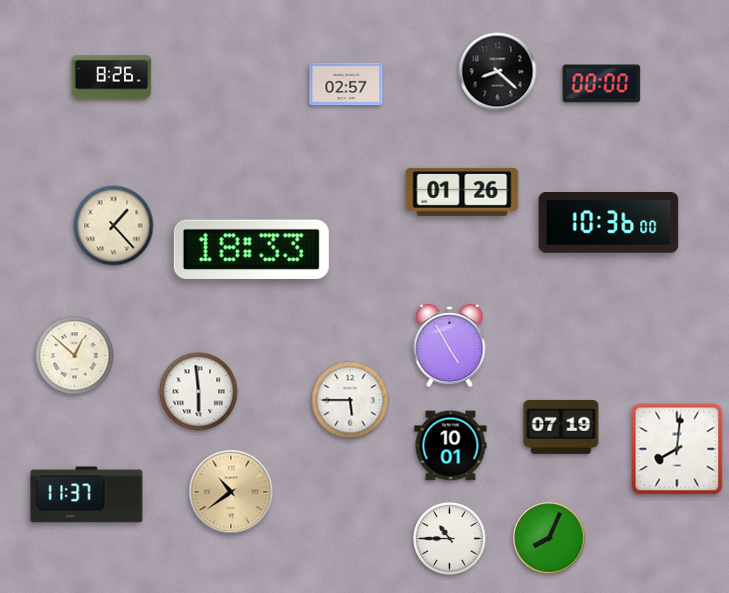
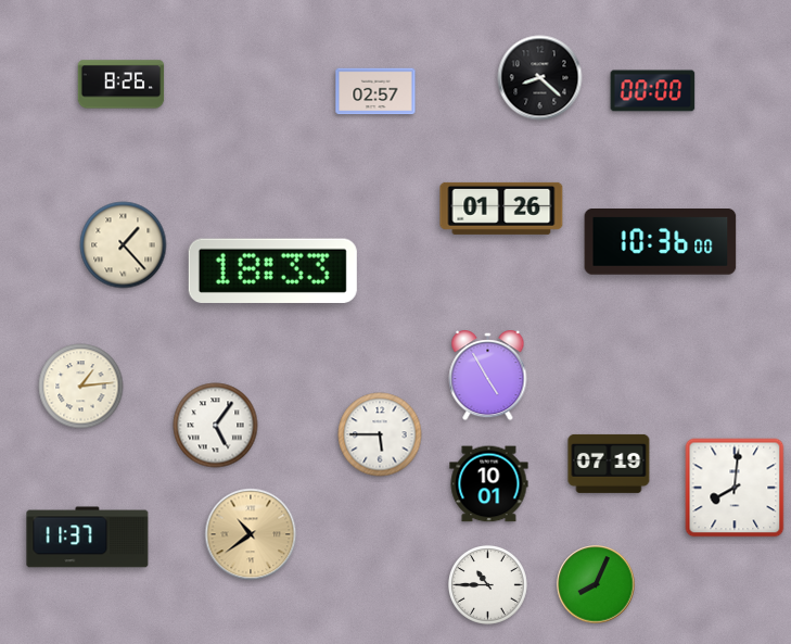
clock at (75, 356): 12:52 -> 1:14
clock at (199, 392): 5:59 -> 5:06
clock at (87, 495) position: (87, 495) -> (88, 538)
